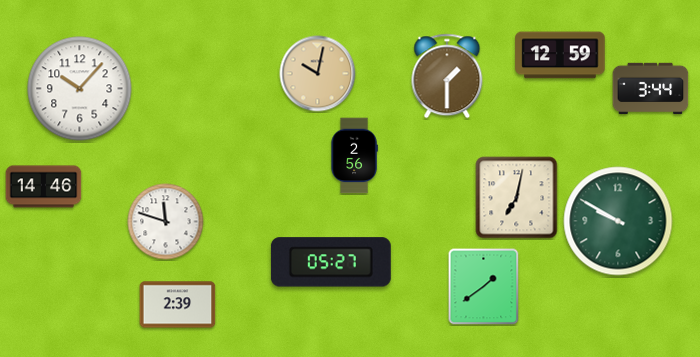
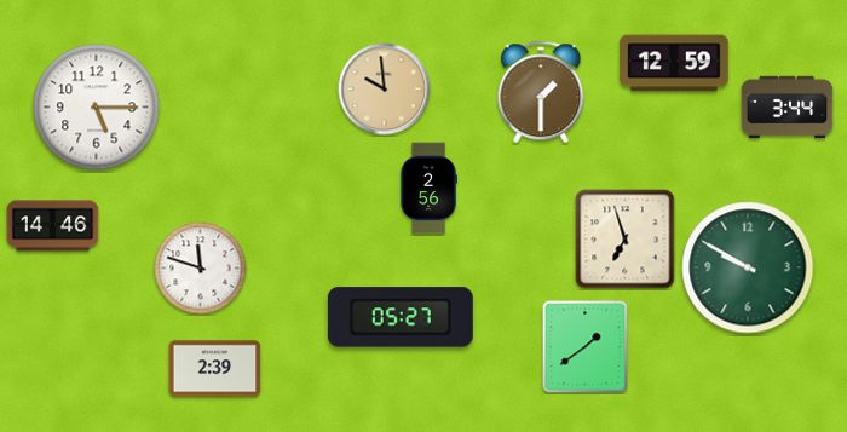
clock at (560, 55) position: (560, 55) -> (674, 63)
clock at (318, 74): 10:02 -> 9:59
clock at (80, 89): 10:07 -> 5:15
clock at (517, 198): 7:02 -> 6:57
